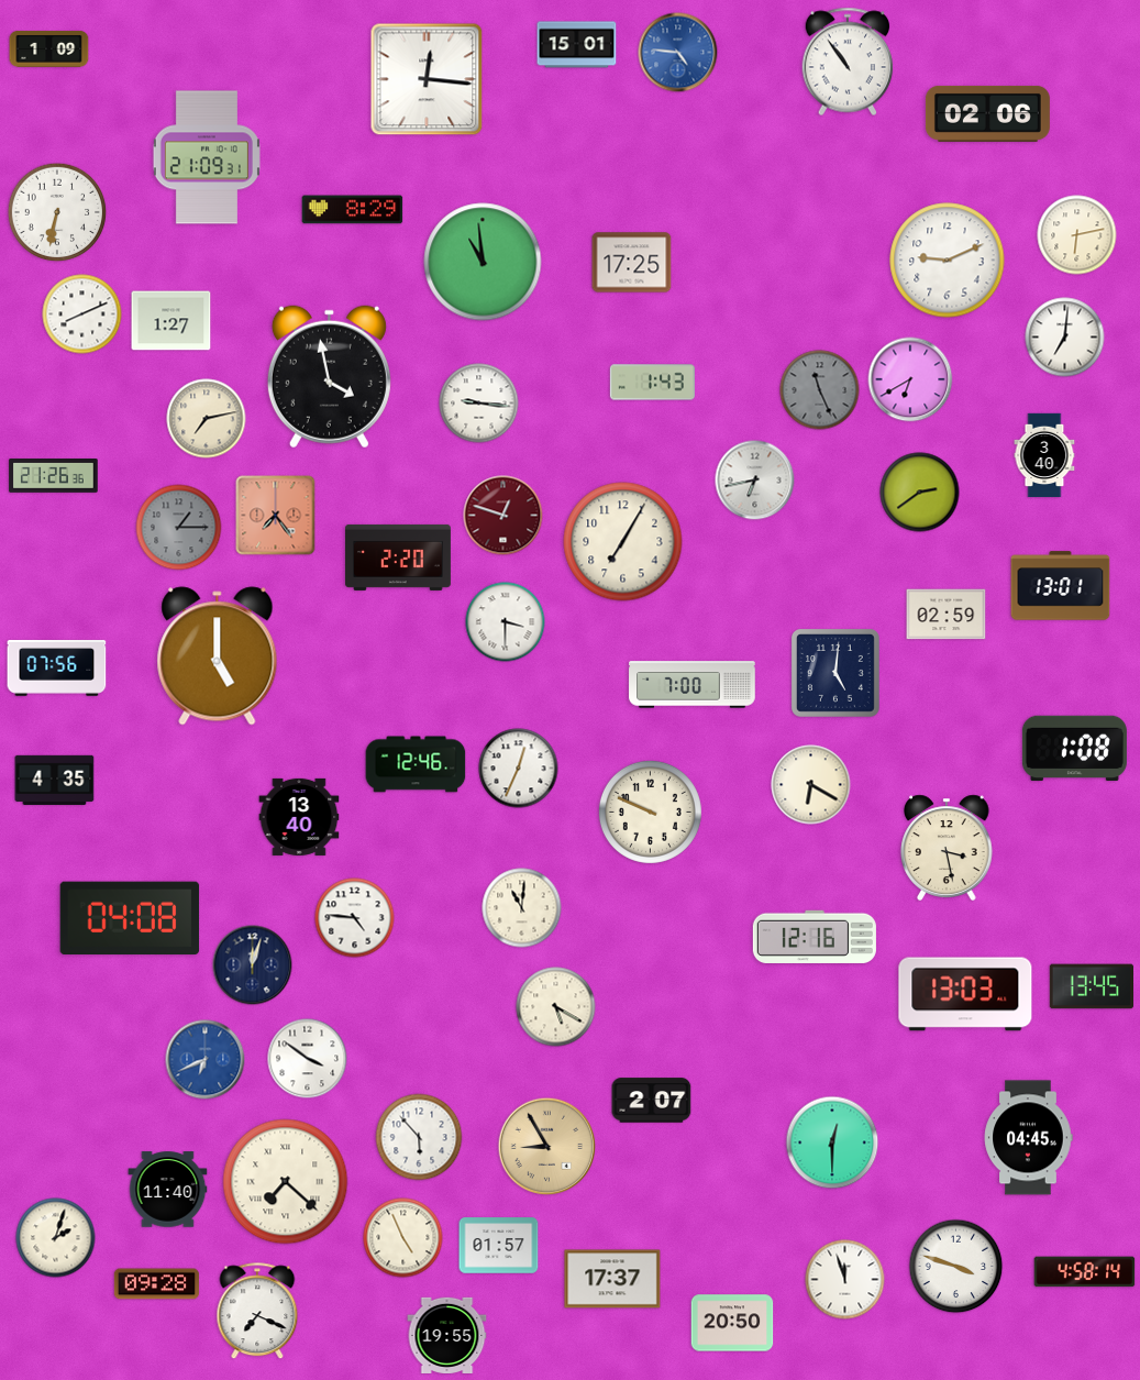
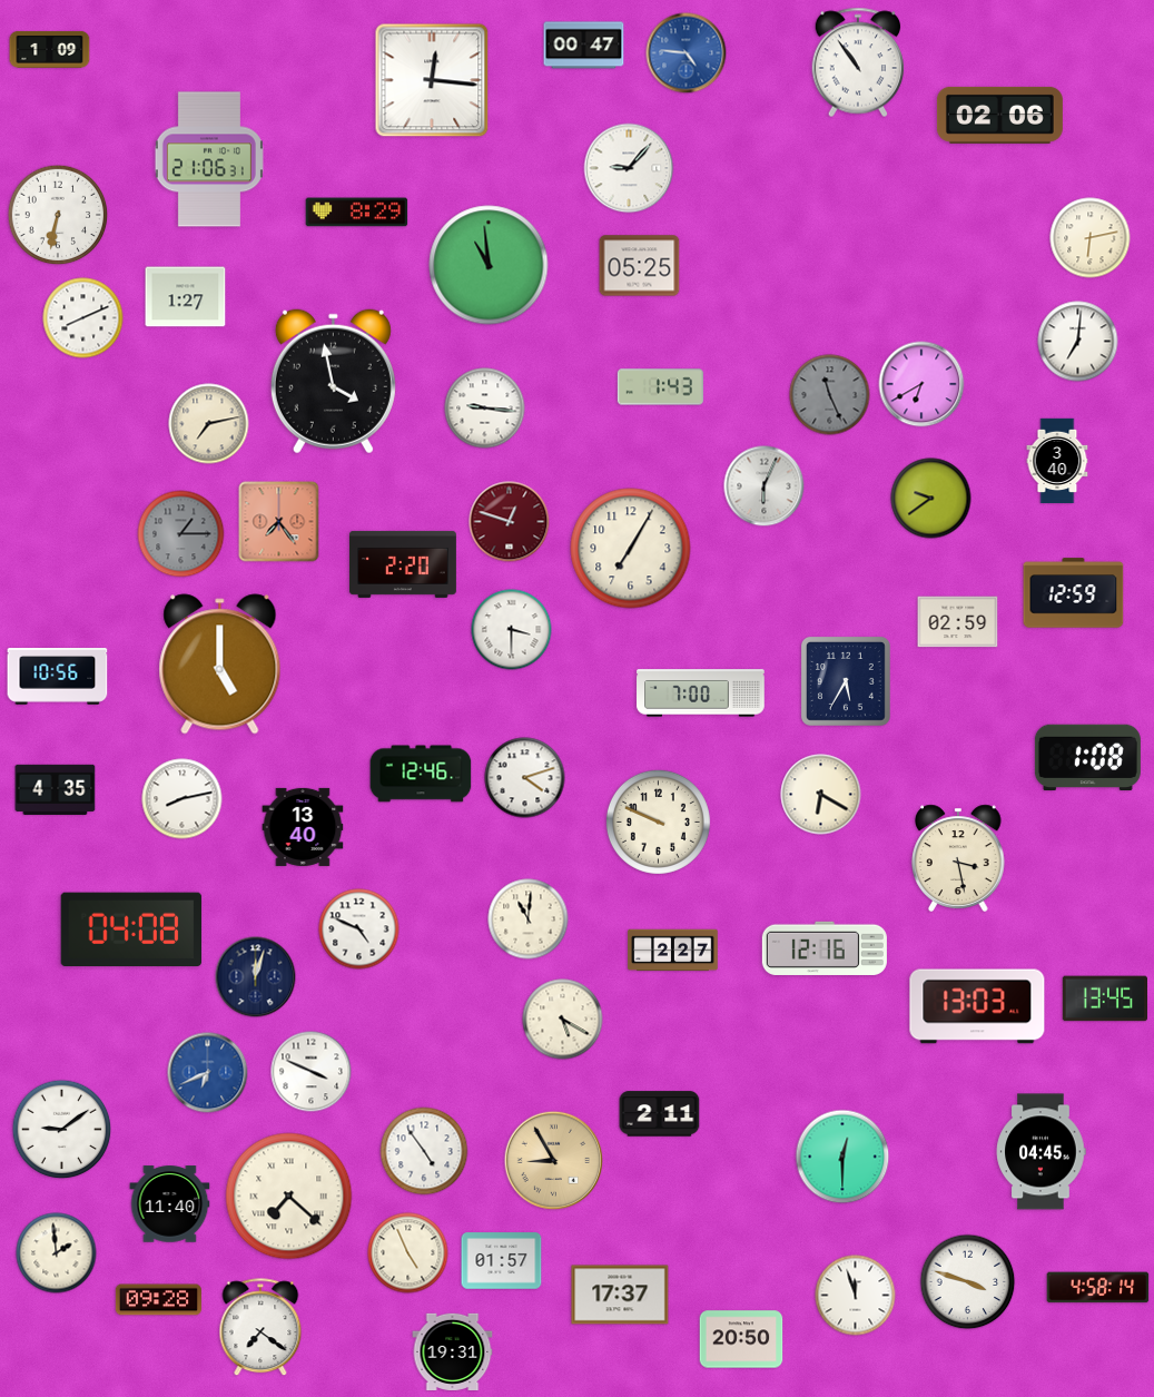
clock at (577, 45): 15:01 -> 00:47
clock at (207, 157): 21:09 -> 21:06
clock at (629, 168): none -> 9:07
clock at (948, 261): 9:11 -> none
clock at (632, 263): 17:25 -> 05:25
clock at (171, 321) position: (171, 321) -> (186, 297)
clock at (54, 476): 21:26 -> none
clock at (755, 481): 6:43 -> 6:04
clock at (920, 493): 2:39 -> 9:39
clock at (1061, 586): 13:01 -> 12:59
clock at (57, 669): 07:56 -> 10:56
clock at (835, 673): 5:01 -> 5:35
clock at (519, 769): 12:34 -> 4:12
clock at (183, 799): none -> 8:13
clock at (355, 918): 4:46 -> 4:49
clock at (673, 951): none -> 2:27
clock at (308, 1059): 3:51 -> 3:49
clock at (652, 1101): 2:07 -> 2:11
clock at (62, 1130): none -> 9:09
clock at (419, 1137): 5:53 -> 4:54
clock at (56, 1238): 2:03 -> 1:59
clock at (499, 1246) position: (499, 1246) -> (502, 1261)
clock at (257, 1312): 7:19 -> 7:21
clock at (447, 1335): 19:55 -> 19:31
